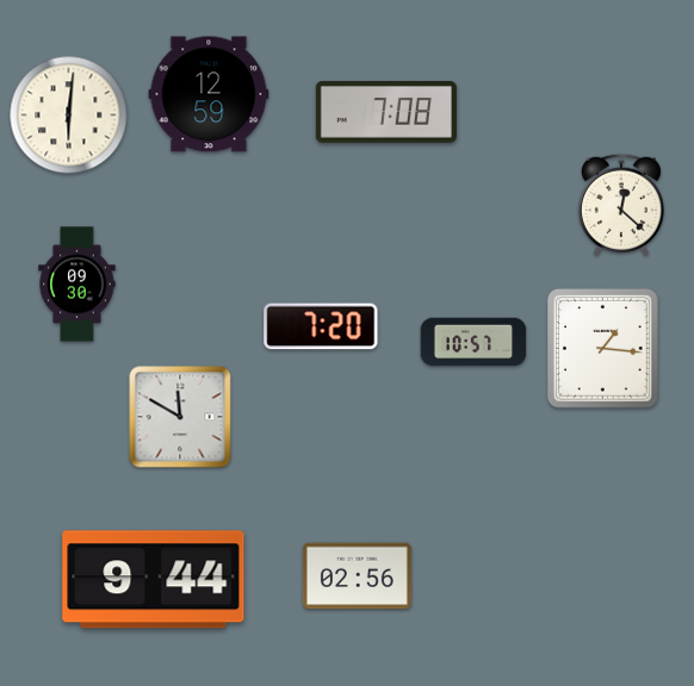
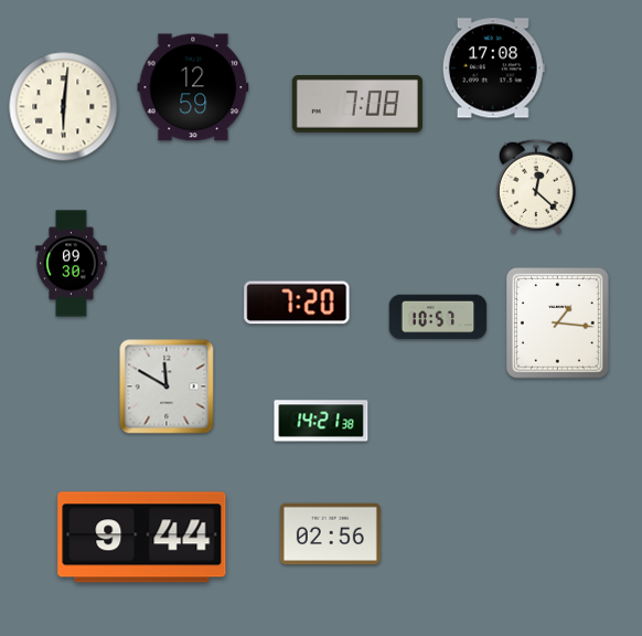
clock at (493, 68): none -> 17:08
clock at (621, 205) position: (621, 205) -> (536, 187)
clock at (321, 421): none -> 14:21
